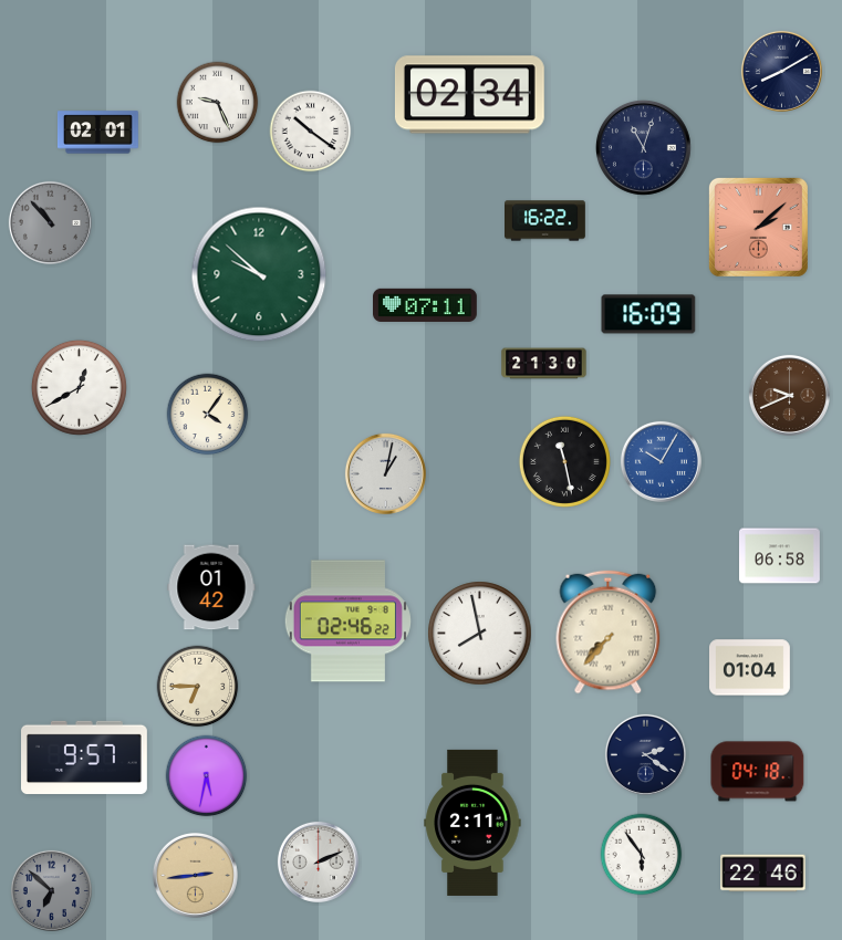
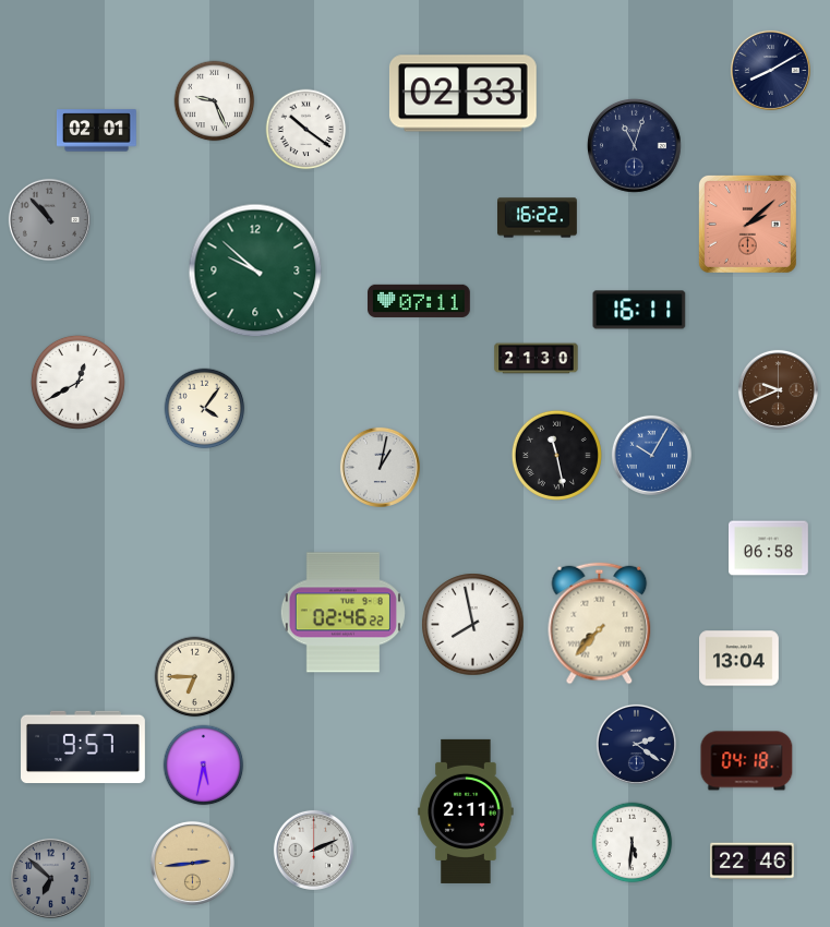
clock at (469, 95): 02:34 -> 02:33
clock at (648, 314): 16:09 -> 16:11
clock at (211, 587): 01:42 -> none
clock at (750, 668): 01:04 -> 13:04
clock at (642, 855): 5:54 -> 5:31
